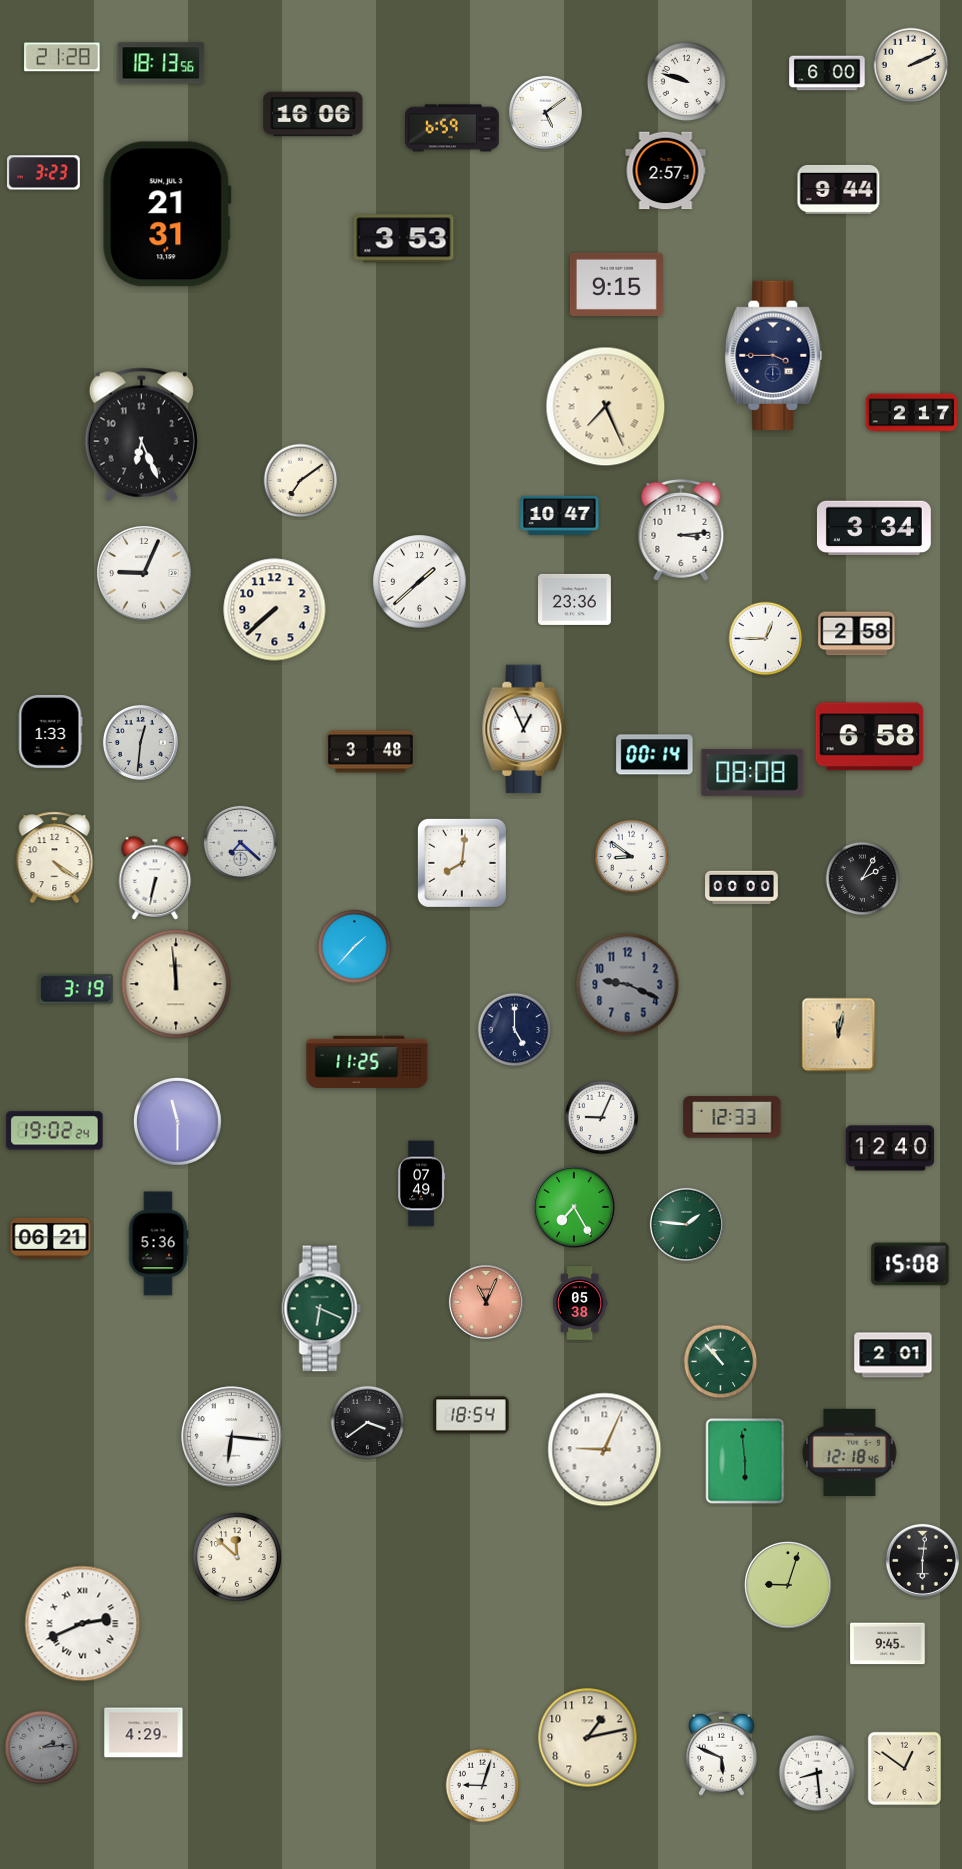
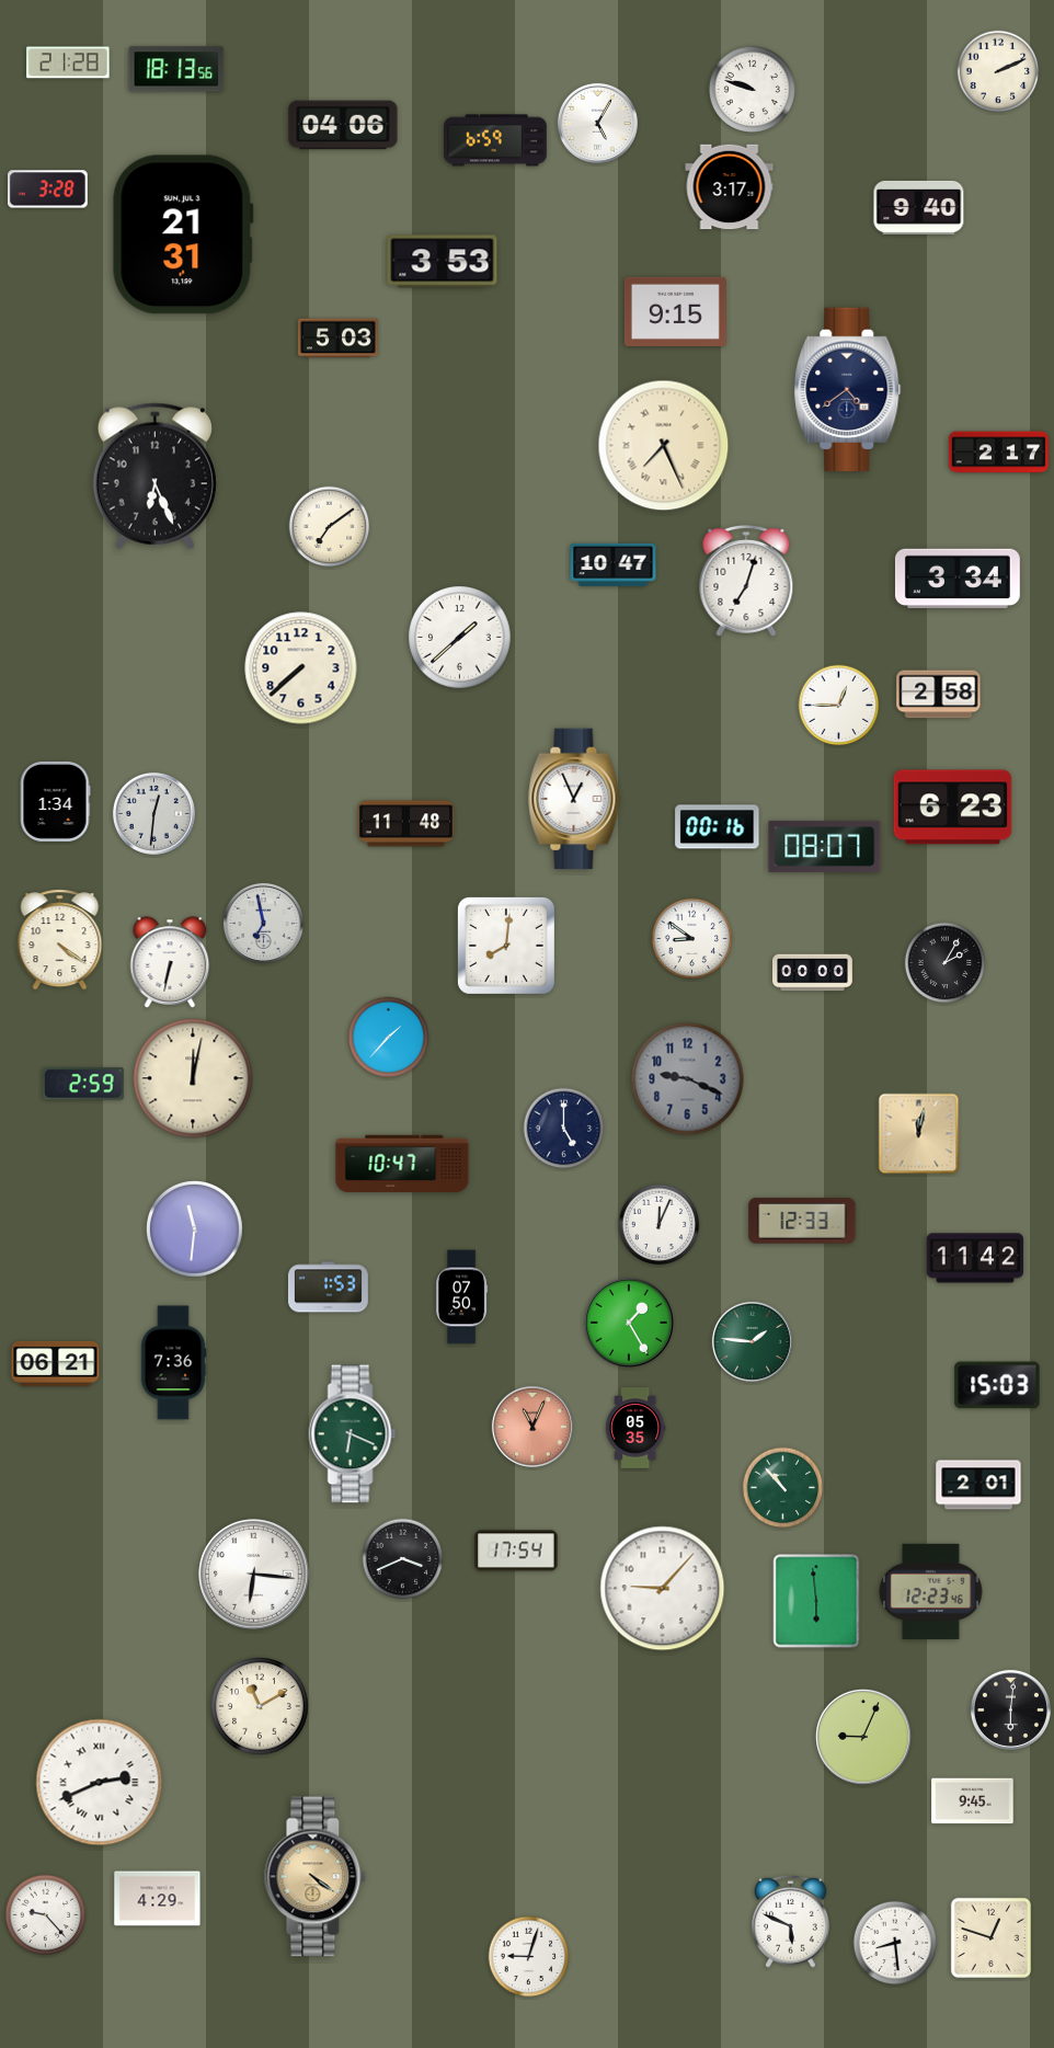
clock at (827, 73): 6:00 -> none
clock at (545, 112): 5:09 -> 5:05
clock at (313, 114): 16:06 -> 04:06
clock at (666, 171): 2:57 -> 3:17
clock at (43, 173): 3:23 -> 3:28
clock at (839, 189): 9:44 -> 9:40
clock at (339, 339): none -> 5:03
clock at (774, 356): 3:45 -> 4:39
clock at (681, 530): 3:14 -> 7:03
clock at (144, 573): 9:04 -> none
clock at (575, 599): 23:36 -> none
clock at (766, 639) position: (766, 639) -> (839, 706)
clock at (50, 732): 1:33 -> 1:34
clock at (870, 737): 6:58 -> 6:23
clock at (371, 752): 3:48 -> 11:48
clock at (655, 755): 00:14 -> 00:16
clock at (753, 772): 08:08 -> 08:07
clock at (240, 842): 7:22 -> 6:58
clock at (176, 984): 11:59 -> 12:02
clock at (77, 989): 3:19 -> 2:59
clock at (367, 1061): 11:25 -> 10:47
clock at (732, 1117) position: (732, 1117) -> (802, 1221)
clock at (602, 1118): 9:04 -> 12:04
clock at (177, 1121): 11:30 -> 11:31
clock at (55, 1131): 19:02 -> none
clock at (890, 1148): 12:40 -> 11:42
clock at (329, 1288): none -> 1:53
clock at (422, 1184): 07:49 -> 07:50
clock at (574, 1207): 7:25 -> 1:25
clock at (51, 1238) position: (51, 1238) -> (56, 1363)
clock at (158, 1244): 5:36 -> 7:36
clock at (910, 1264): 15:08 -> 15:03
clock at (580, 1303): 05:38 -> 05:35
clock at (721, 1362) position: (721, 1362) -> (783, 1488)
clock at (471, 1415): 18:54 -> 17:54
clock at (368, 1423): 3:39 -> 3:41
clock at (605, 1450): 9:04 -> 9:07
clock at (850, 1452): 12:18 -> 12:23
clock at (238, 1558): 11:52 -> 11:10
clock at (789, 1586): 9:03 -> 9:04
clock at (83, 1624) position: (83, 1624) -> (100, 1783)
clock at (316, 1877): none -> 4:21
clock at (588, 1738): 1:13 -> none
clock at (42, 1748): 2:14 -> 9:23
clock at (42, 1748) dial: grey -> white
clock at (904, 1768): 12:51 -> 12:48
